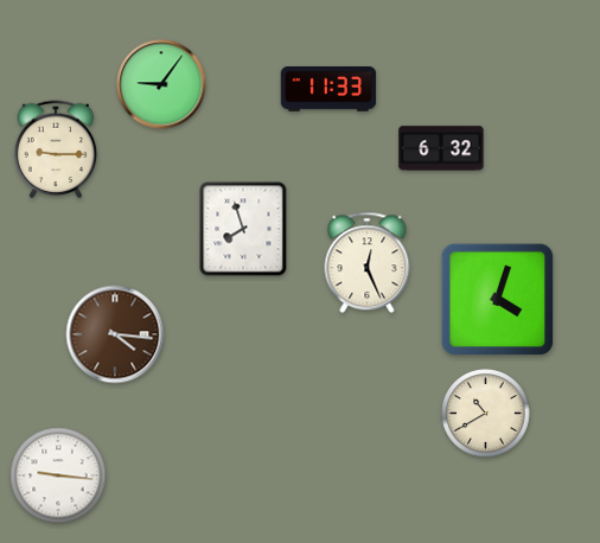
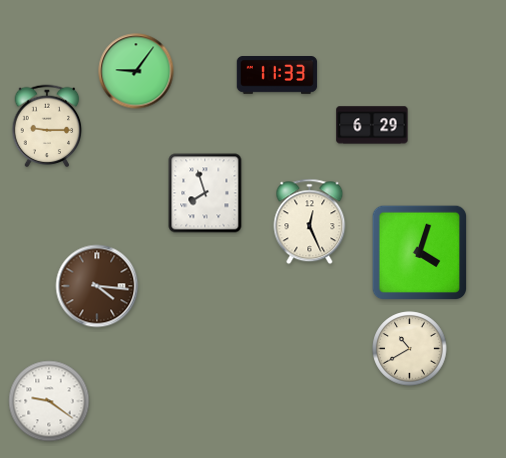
clock at (441, 148): 6:32 -> 6:29
clock at (115, 334) position: (115, 334) -> (97, 286)
clock at (58, 475): 9:16 -> 9:21
